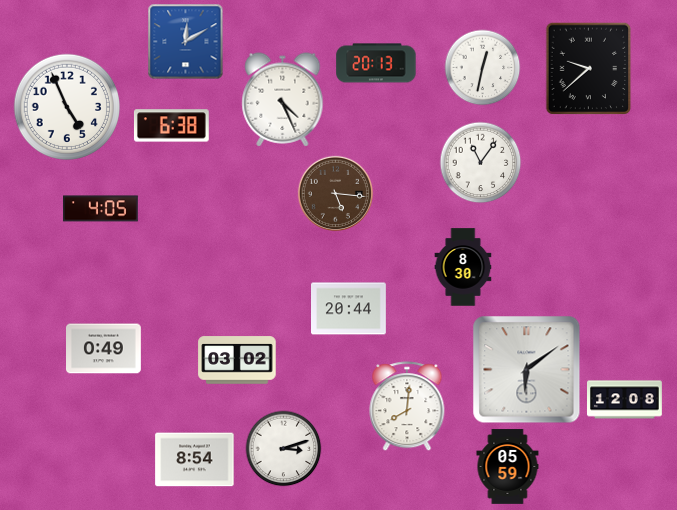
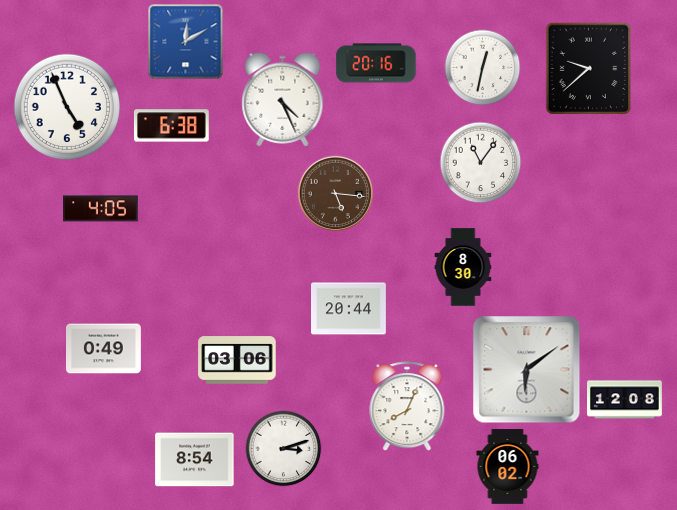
clock at (376, 63): 20:13 -> 20:16
clock at (237, 360): 03:02 -> 03:06
clock at (407, 407): 8:01 -> 8:04
clock at (508, 467): 05:59 -> 06:02
